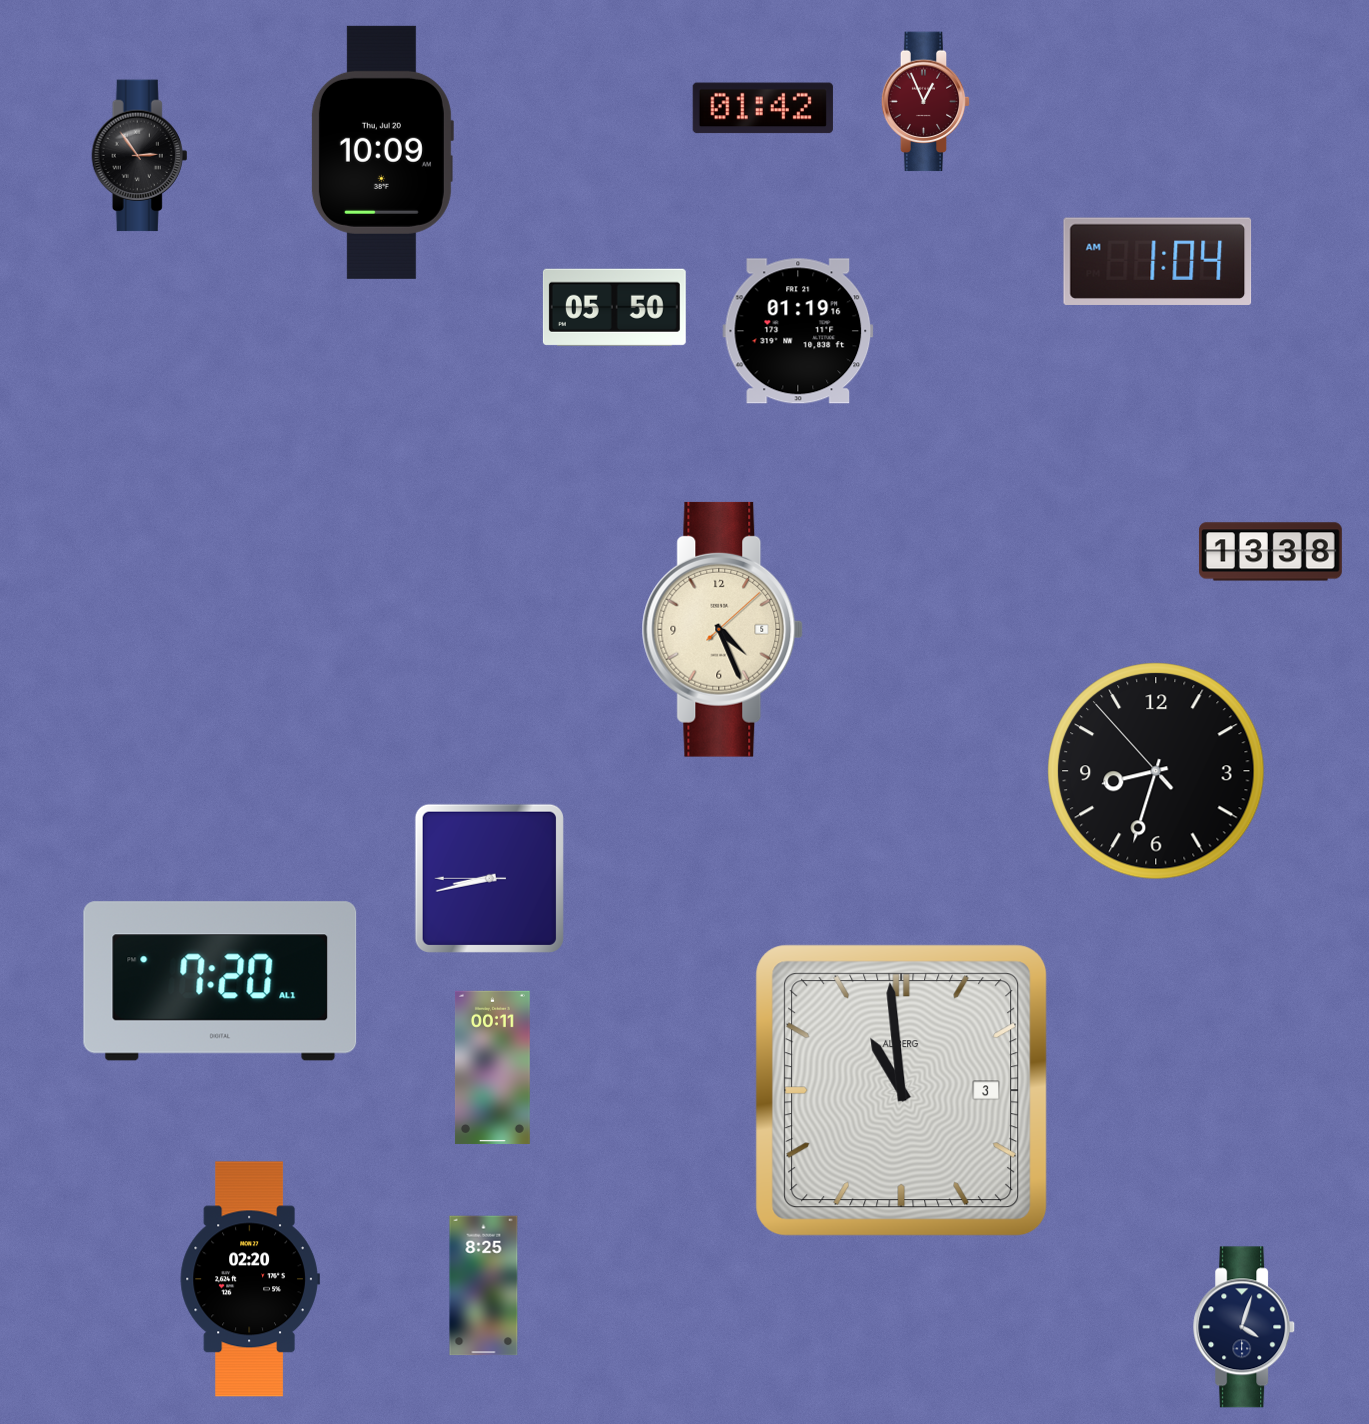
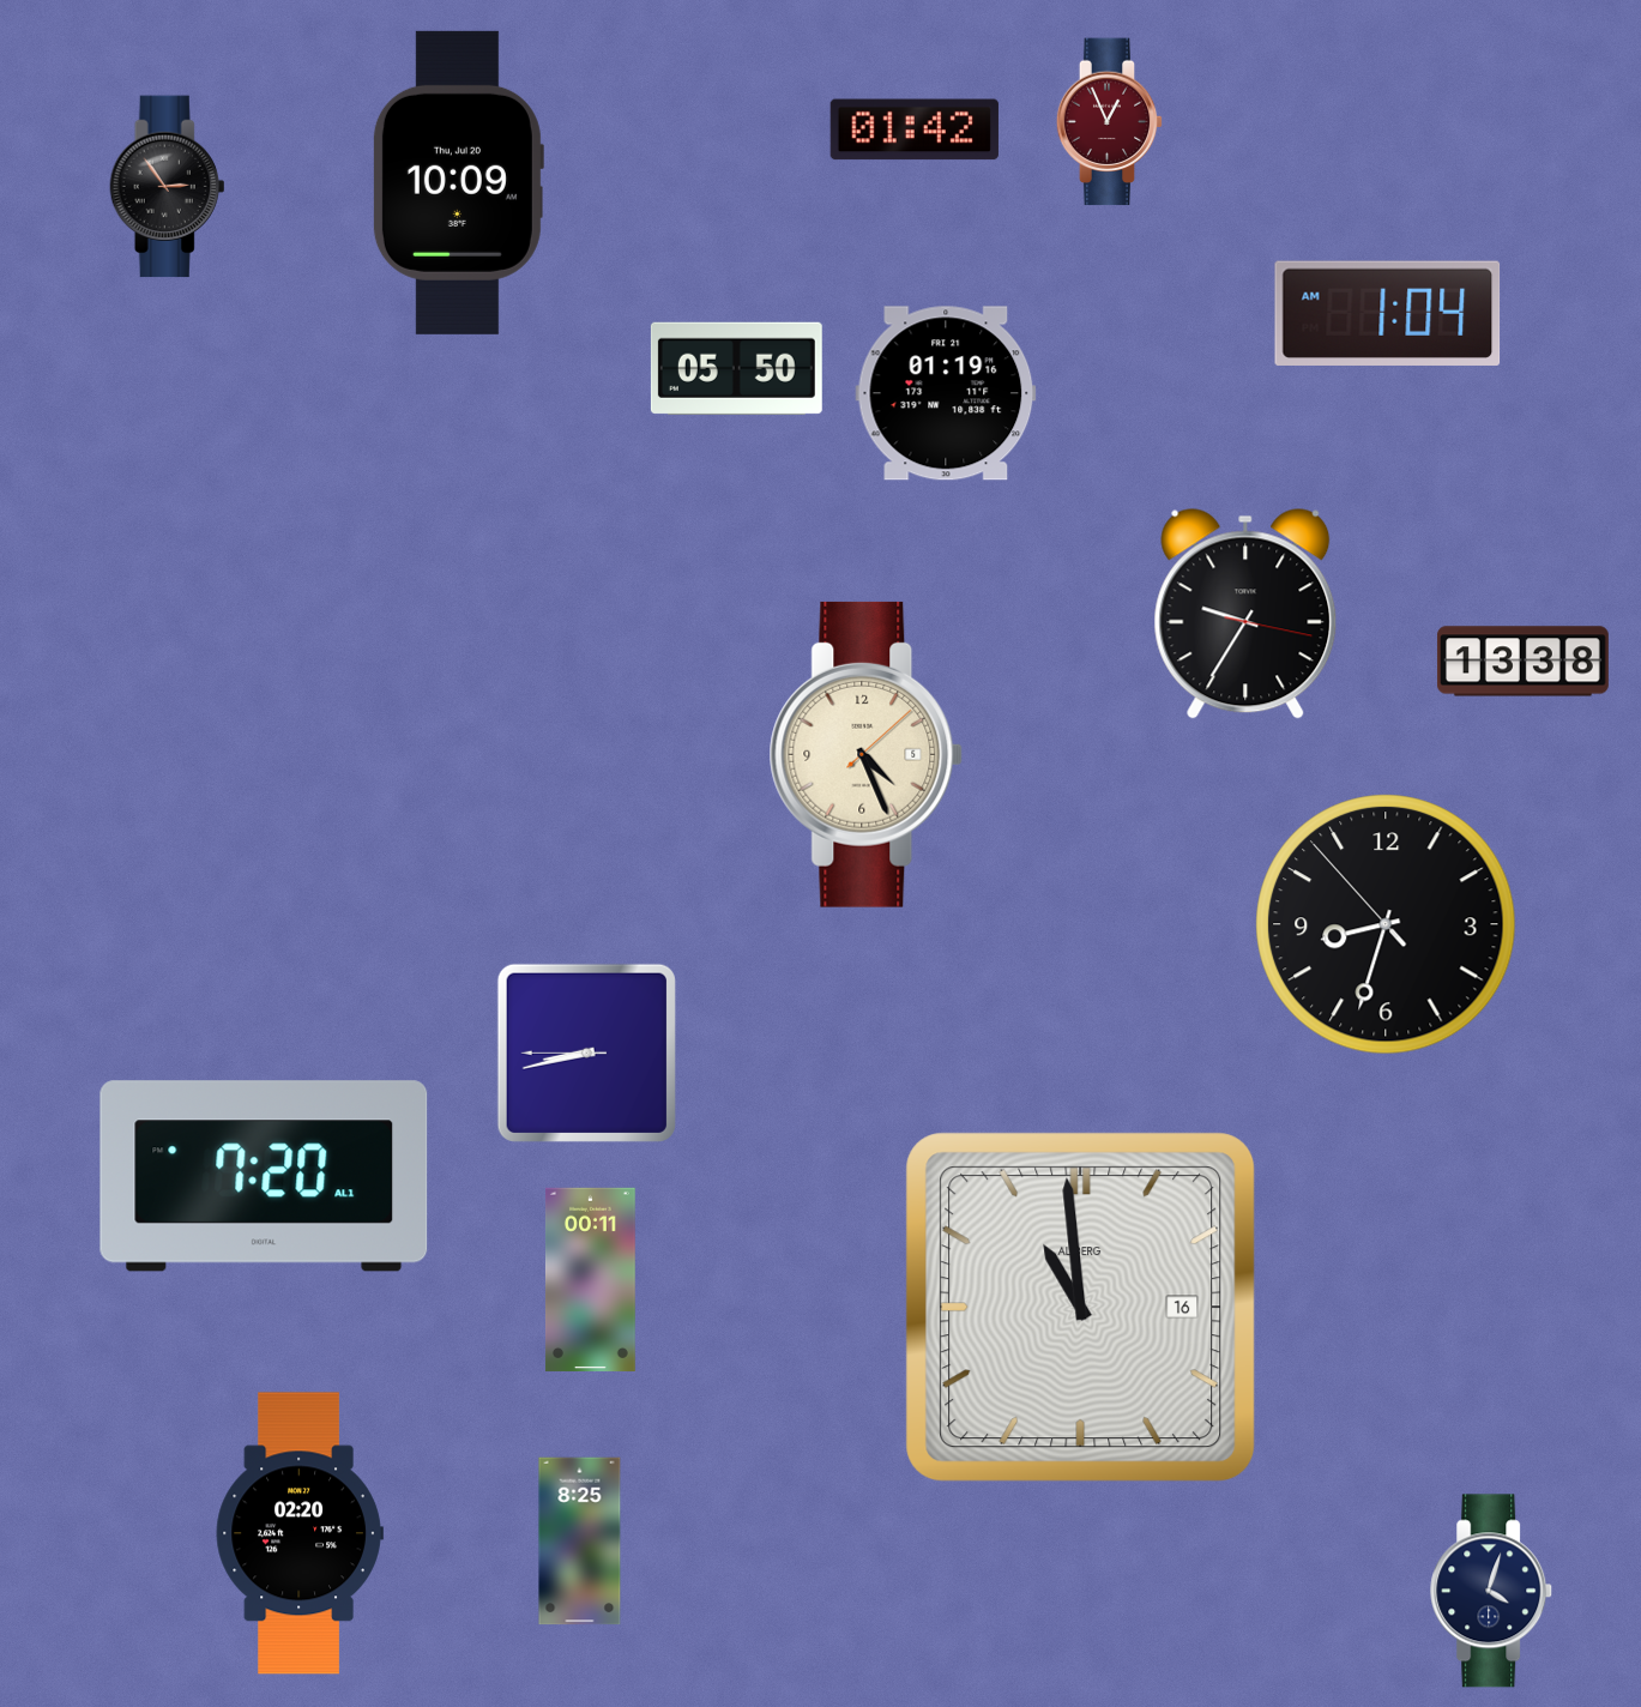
clock at (798, 331) position: (798, 331) -> (946, 393)
clock at (1245, 614): none -> 9:35
clock at (902, 1091) date: 3 -> 16
